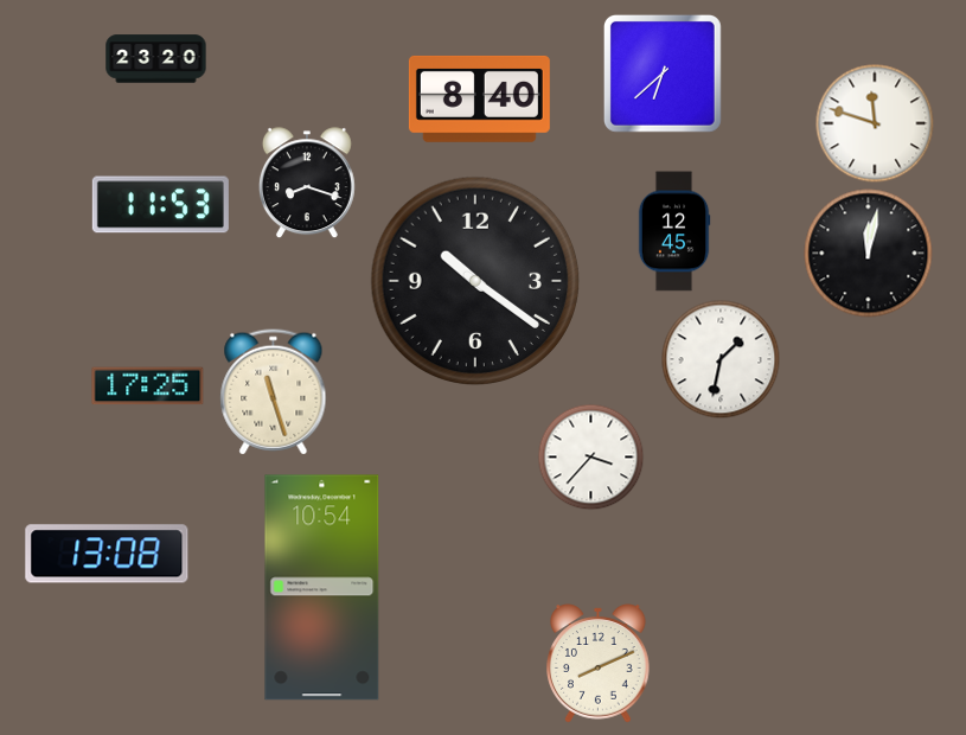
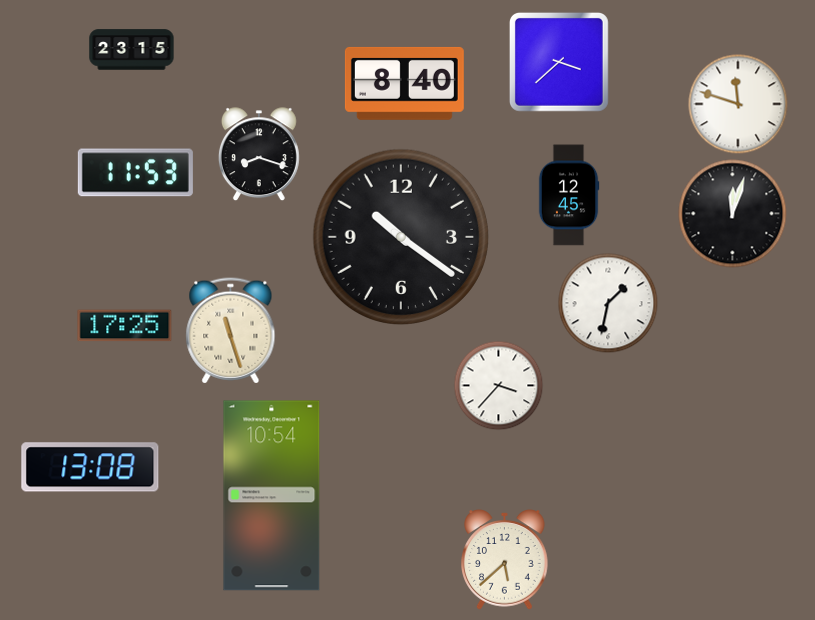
clock at (156, 59): 23:20 -> 23:15
clock at (663, 73): 6:38 -> 3:38
clock at (869, 254): 12:02 -> 12:03
clock at (599, 664): 8:11 -> 5:38
